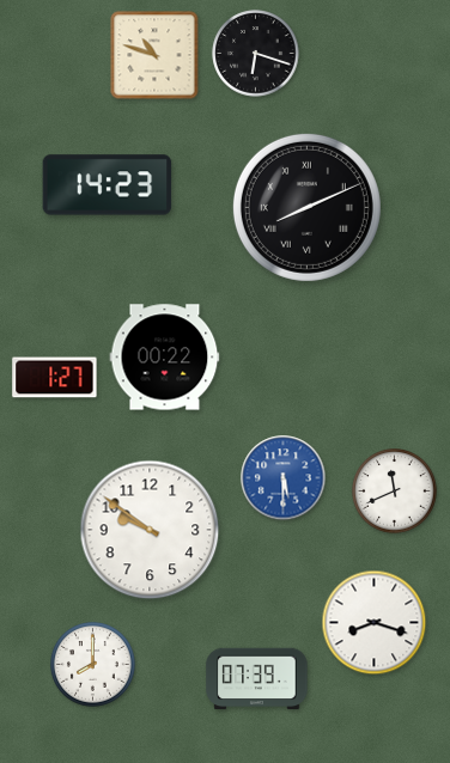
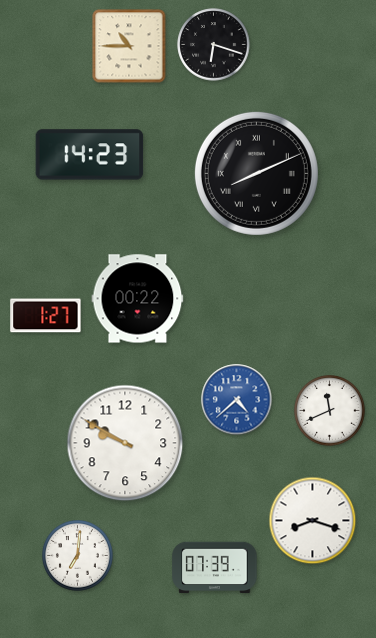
clock at (154, 55): 10:48 -> 10:45
clock at (284, 478): 5:30 -> 4:38
clock at (150, 530): 9:51 -> 9:50
clock at (93, 665): 8:00 -> 7:01
